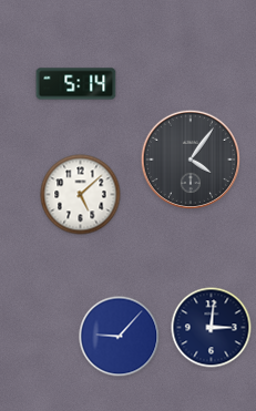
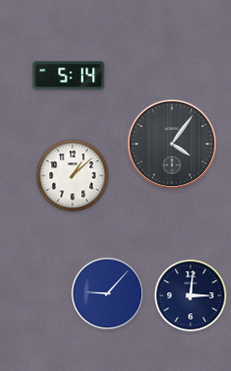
clock at (81, 195): 5:08 -> 1:08
clock at (120, 337) position: (120, 337) -> (108, 294)
